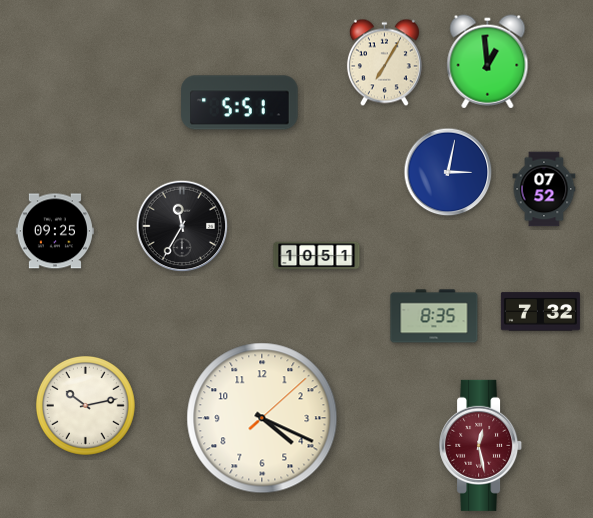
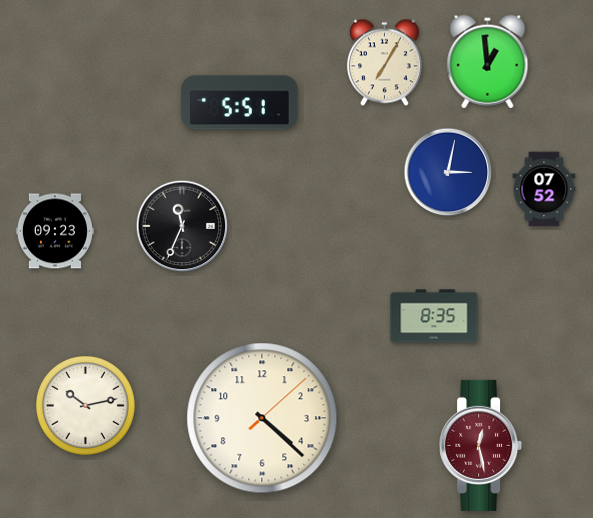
clock at (182, 226): 11:35 -> 11:34
clock at (55, 231): 09:25 -> 09:23
clock at (317, 256): 10:51 -> none
clock at (540, 312): 7:32 -> none
clock at (262, 418): 4:19 -> 4:22
